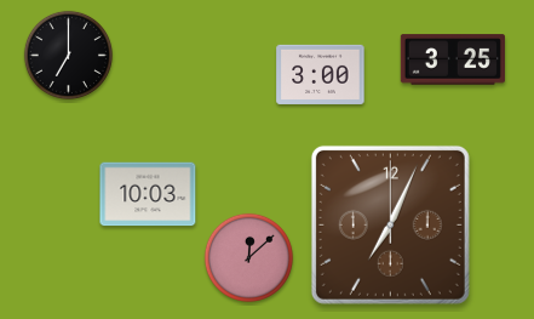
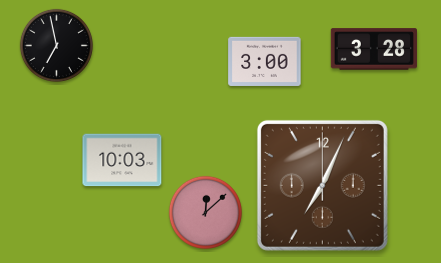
clock at (68, 55): 7:00 -> 6:58
clock at (453, 59): 3:25 -> 3:28
